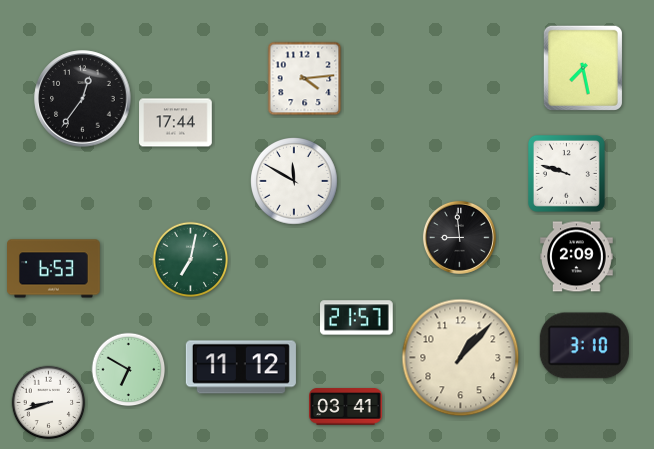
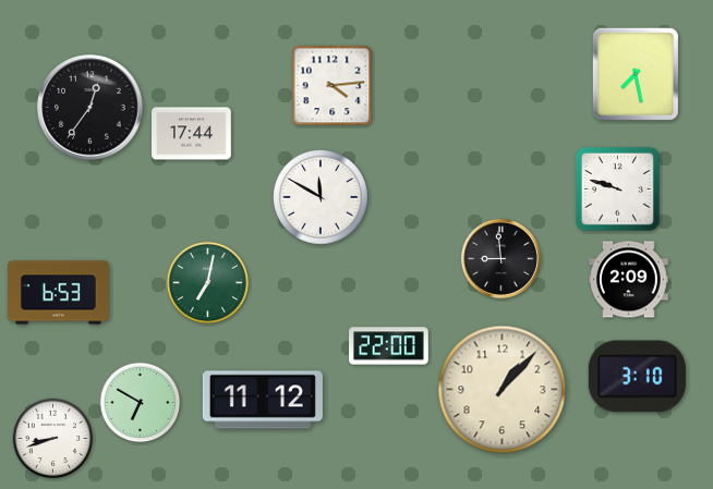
clock at (357, 318): 21:57 -> 22:00
clock at (346, 407): 03:41 -> none
